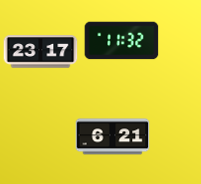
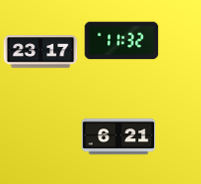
clock at (113, 137) position: (113, 137) -> (119, 137)
